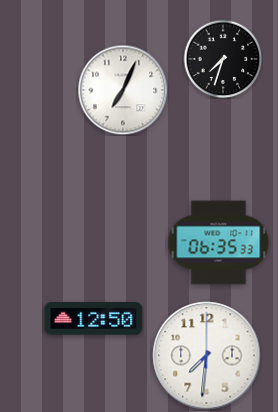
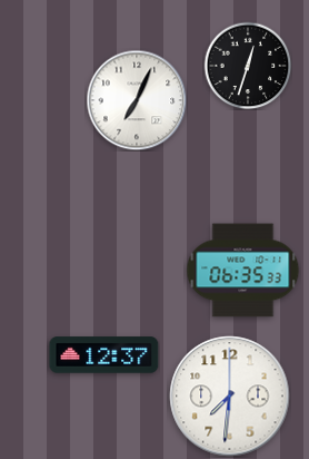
clock at (223, 59): 7:33 -> 12:33
clock at (94, 319): 12:50 -> 12:37
